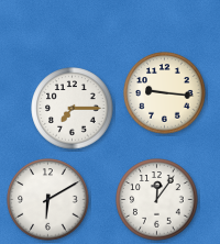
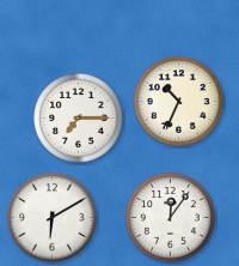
clock at (165, 93): 9:16 -> 10:34
